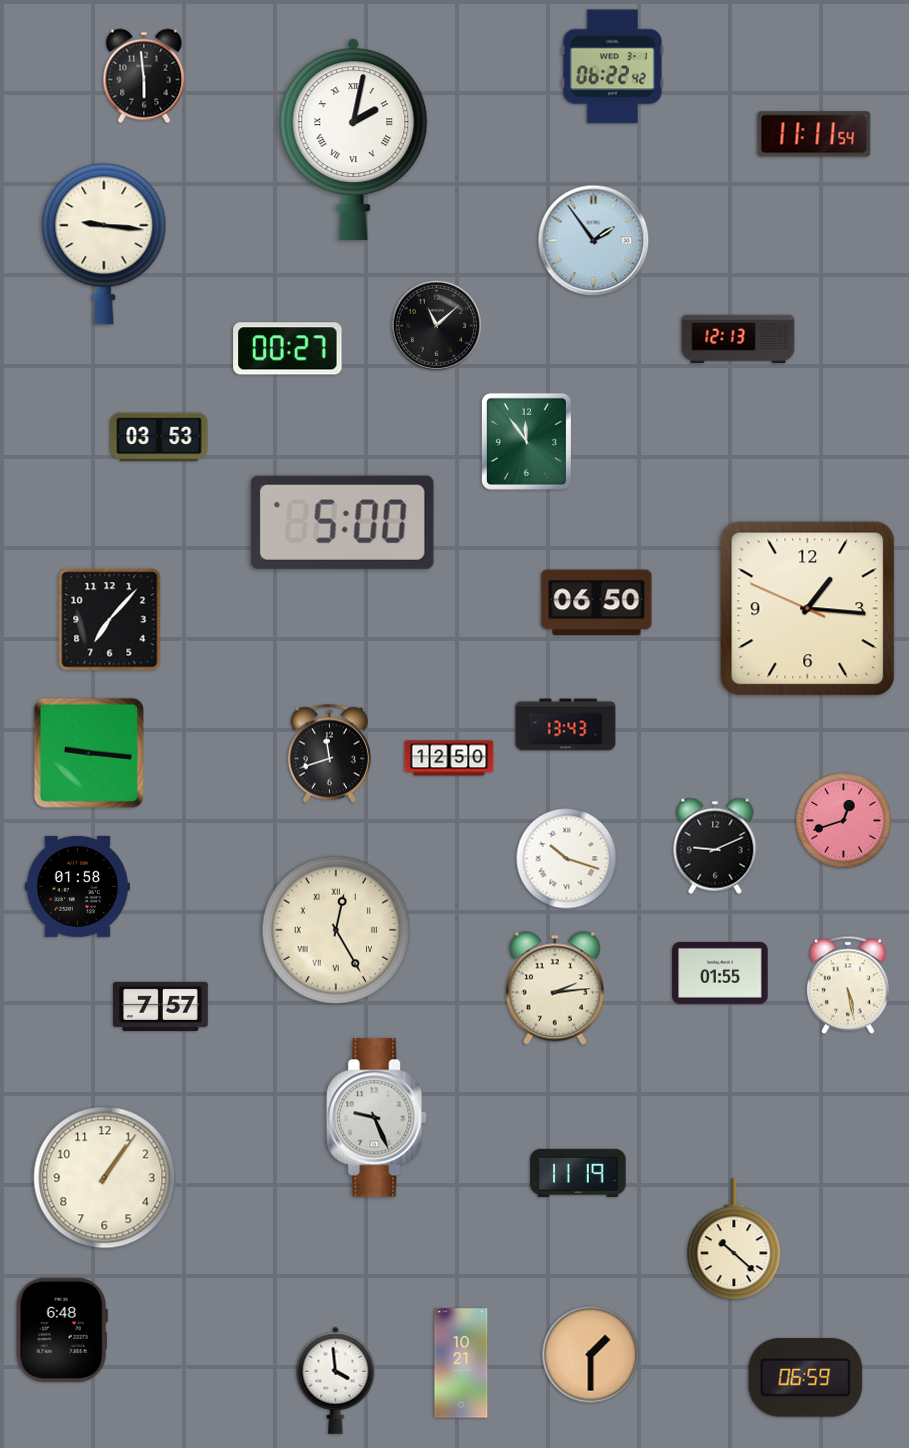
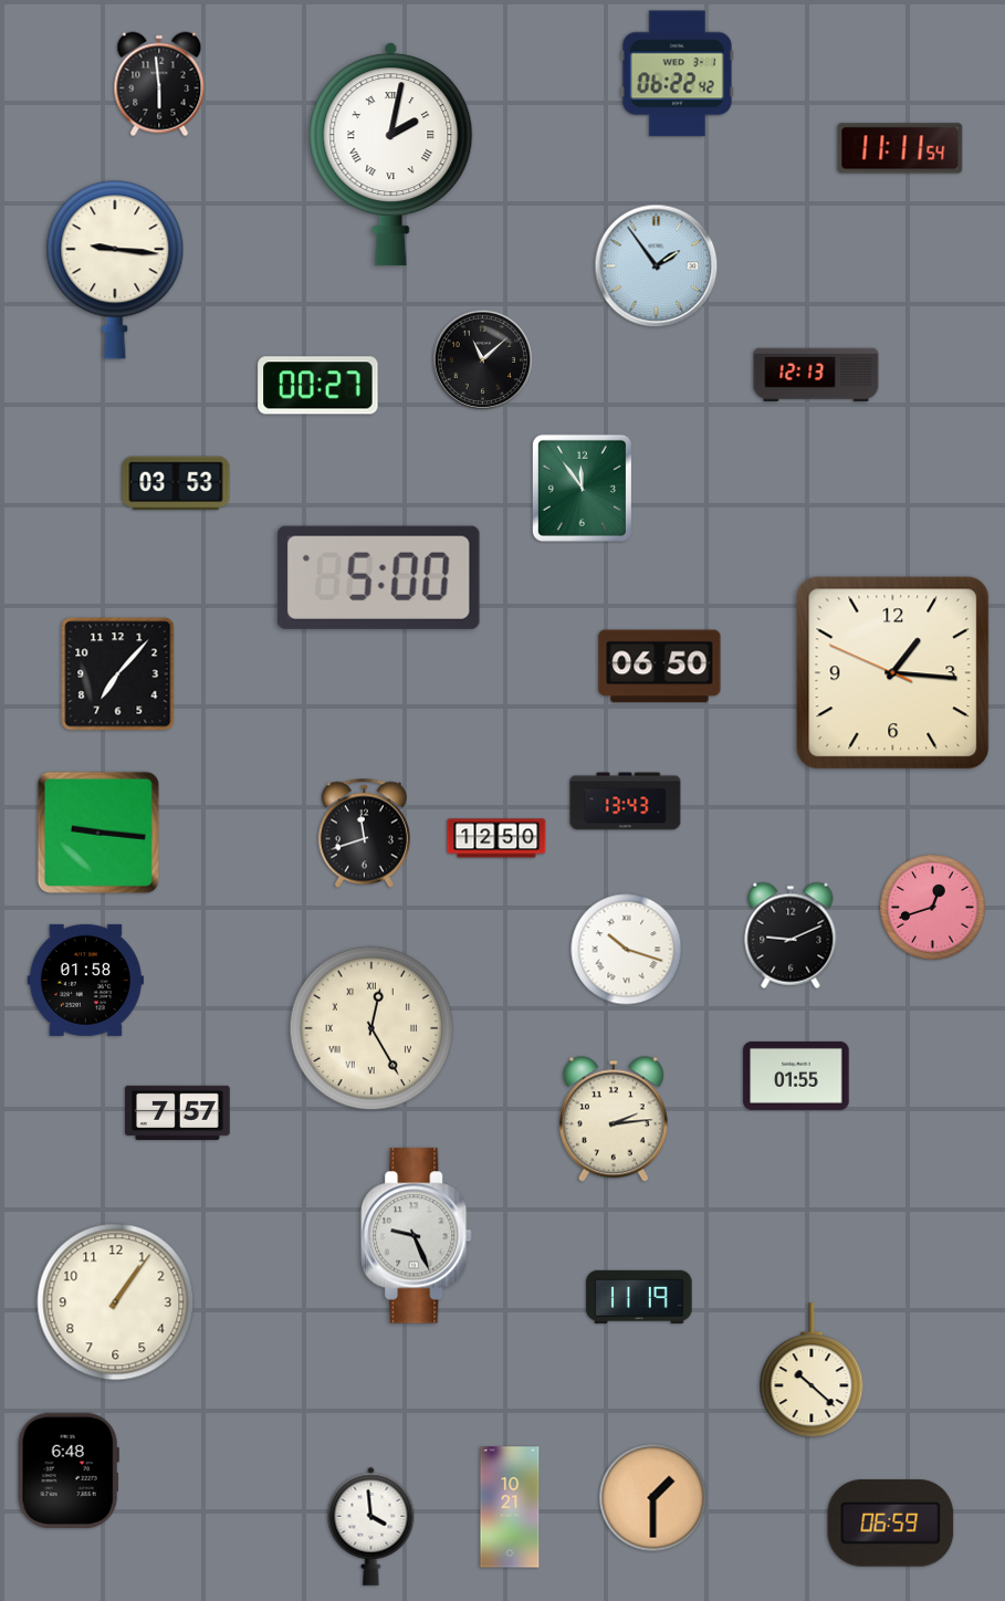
clock at (110, 620) position: (110, 620) -> (118, 674)
clock at (848, 985): 5:28 -> none
clock at (555, 988) position: (555, 988) -> (614, 1119)
